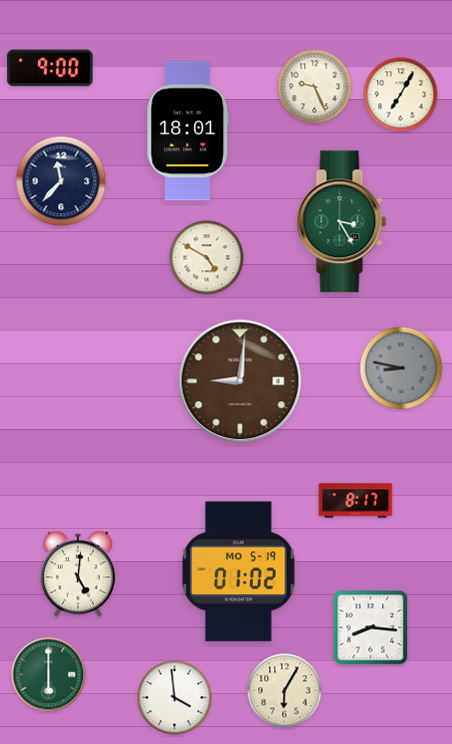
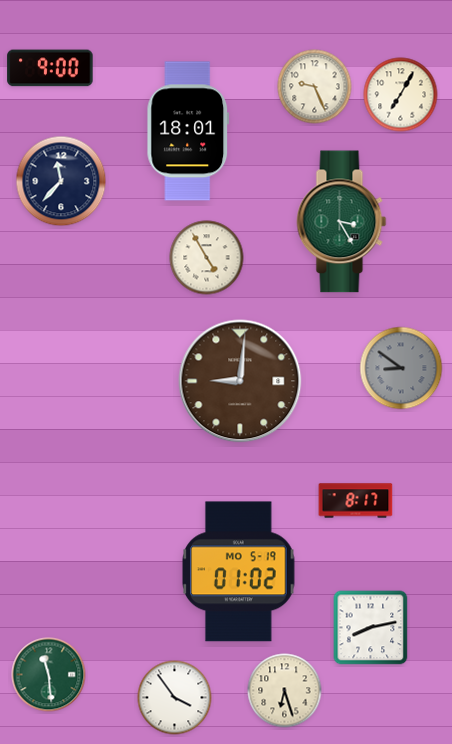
clock at (207, 258): 4:50 -> 4:55
clock at (401, 368): 8:47 -> 8:51
clock at (78, 574): 5:01 -> none
clock at (371, 628): 8:16 -> 8:13
clock at (49, 675): 6:00 -> 11:29
clock at (285, 691): 6:05 -> 6:27
clock at (175, 698): 3:59 -> 3:54
